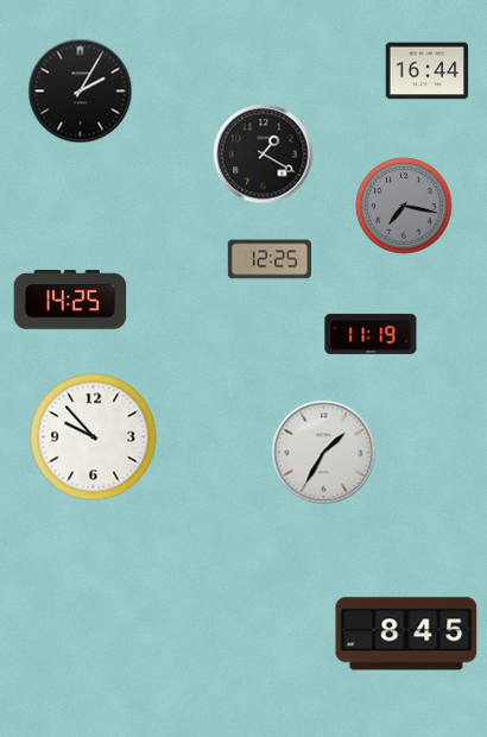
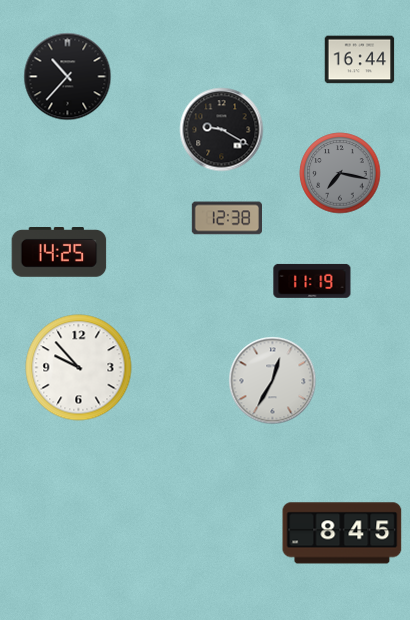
clock at (81, 92): 2:05 -> 10:37
clock at (264, 155): 1:20 -> 9:20
clock at (268, 259): 12:25 -> 12:38
clock at (324, 453): 1:35 -> 12:35
